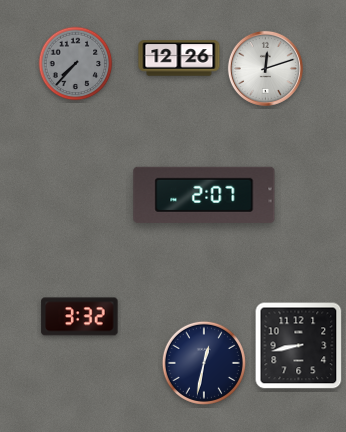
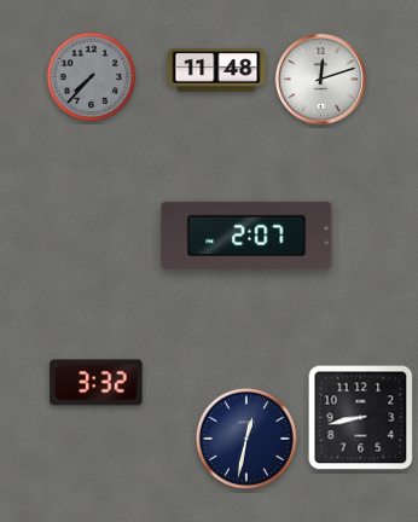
clock at (179, 58): 12:26 -> 11:48
clock at (265, 68) position: (265, 68) -> (320, 79)
